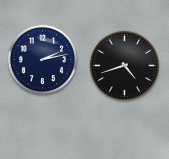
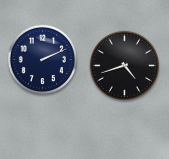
clock at (42, 59): 2:13 -> 2:11
